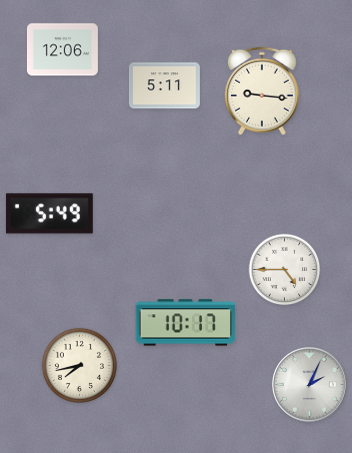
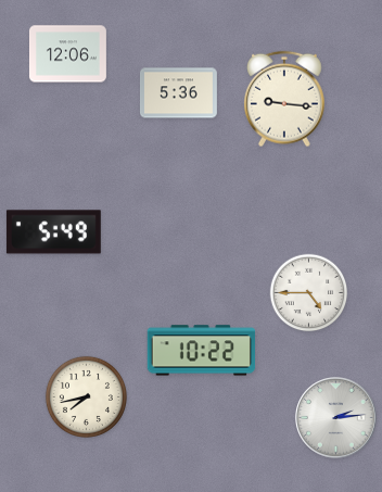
clock at (164, 86): 5:11 -> 5:36
clock at (186, 323): 10:17 -> 10:22
clock at (310, 385): 2:04 -> 2:14
